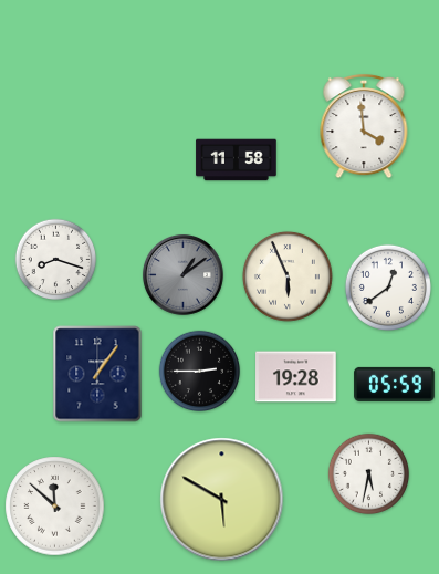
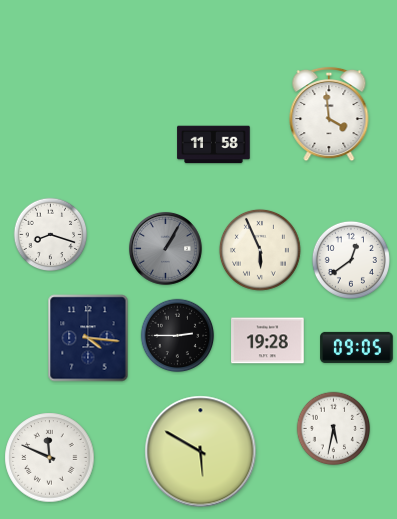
clock at (182, 274): 1:09 -> 1:05
clock at (200, 372) position: (200, 372) -> (178, 336)
clock at (97, 374): 1:06 -> 4:16
clock at (395, 384): 05:59 -> 09:05
clock at (55, 507): 11:52 -> 11:49
